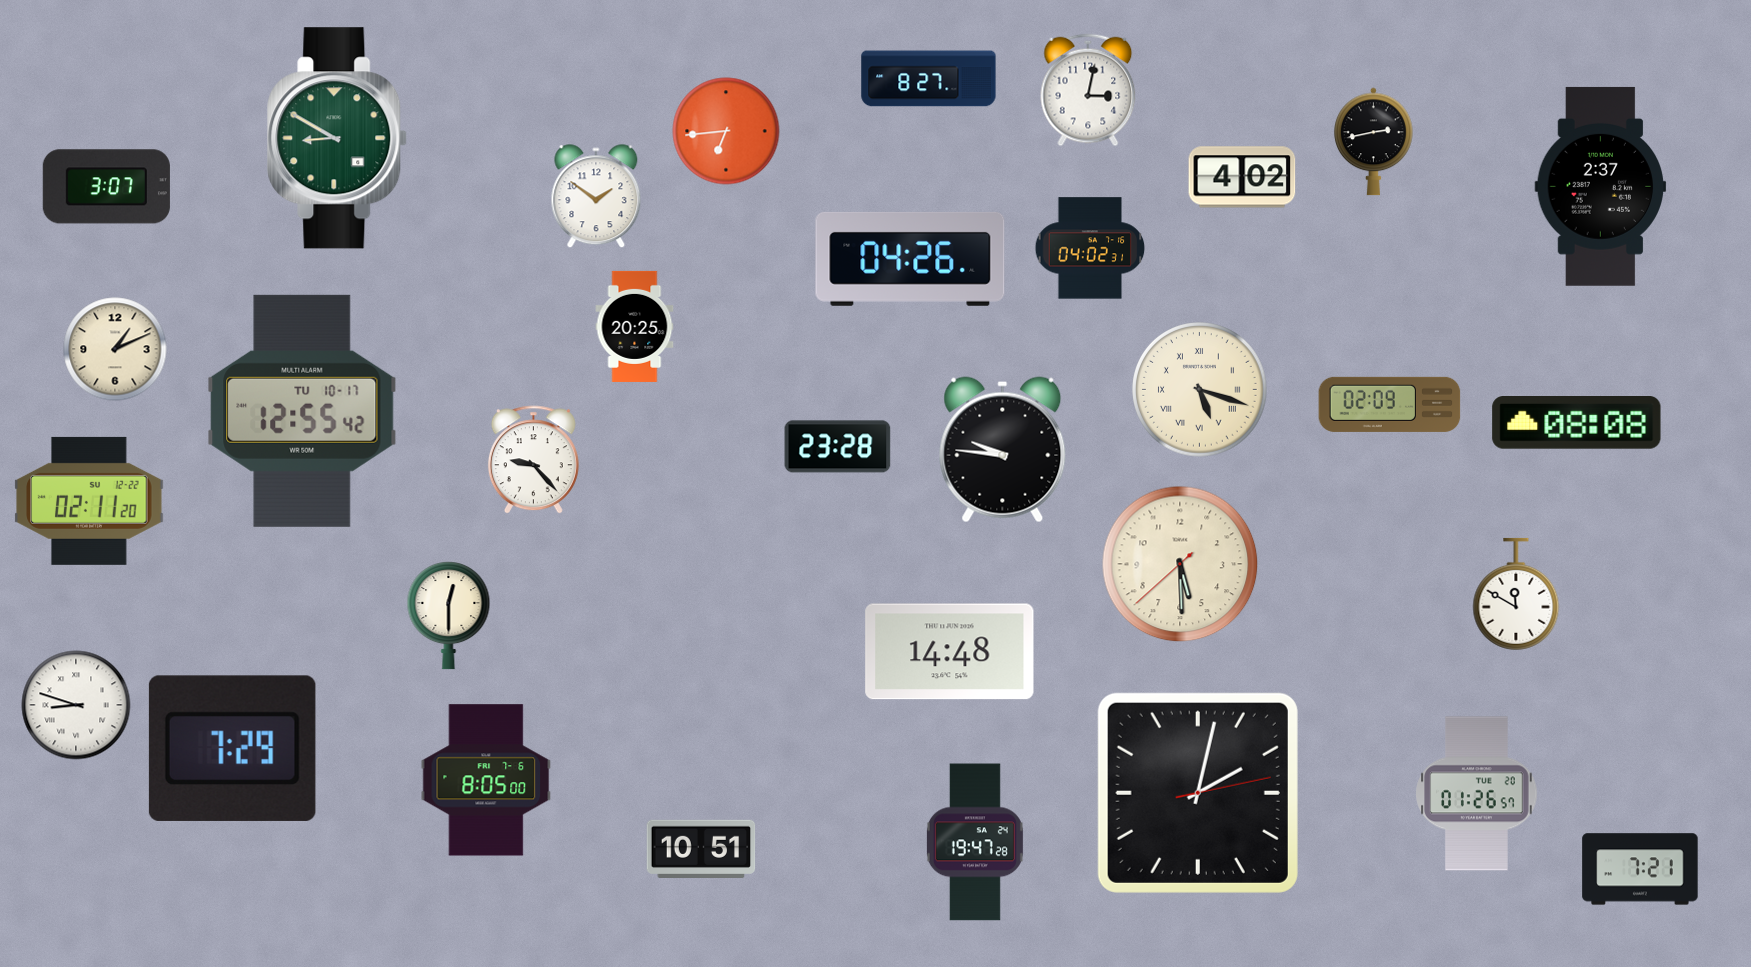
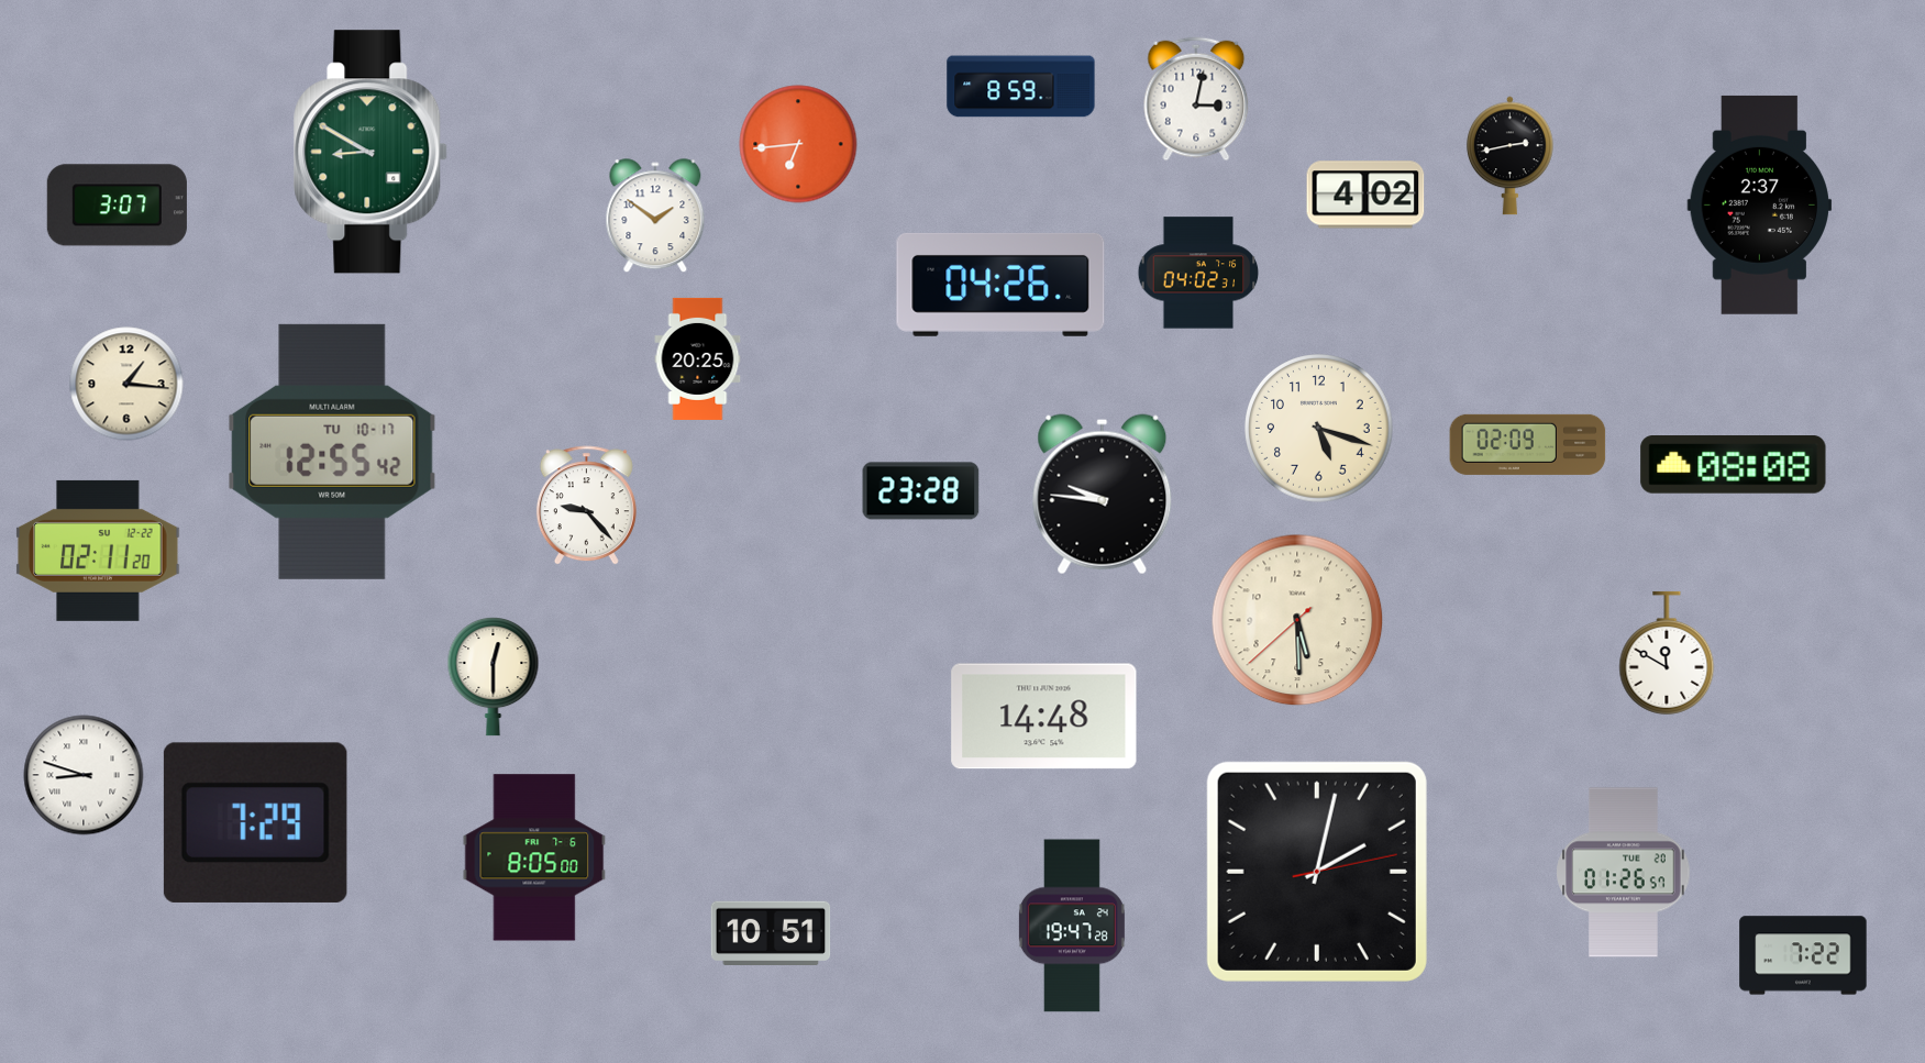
clock at (929, 79): 8:27 -> 8:59
clock at (115, 349): 1:11 -> 1:16
clock at (1200, 390) numerals: Roman -> Arabic
clock at (1640, 869): 7:21 -> 7:22
